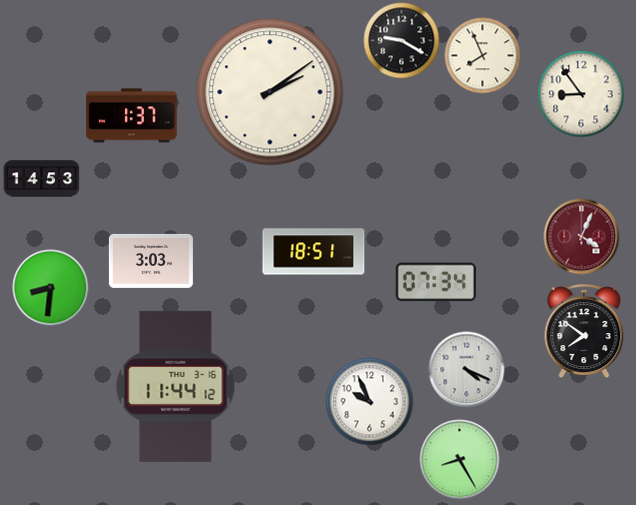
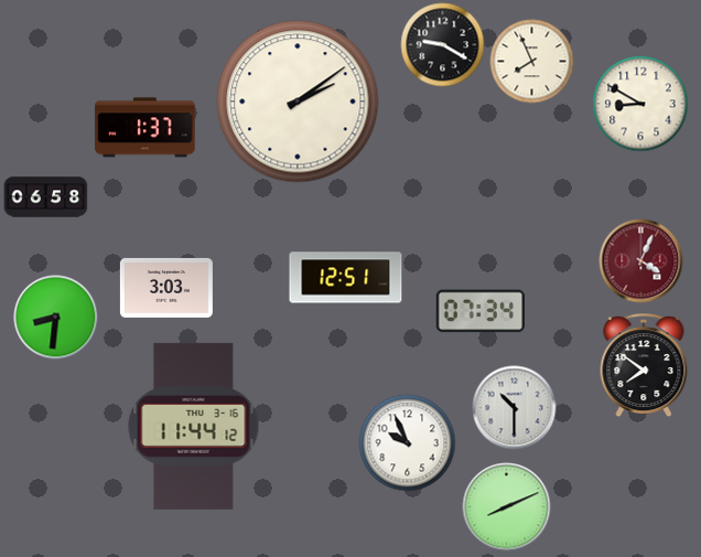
clock at (581, 94): 8:54 -> 8:50
clock at (42, 179): 14:53 -> 06:58
clock at (314, 252): 18:51 -> 12:51
clock at (467, 370): 4:19 -> 10:30
clock at (460, 460): 8:25 -> 8:11
